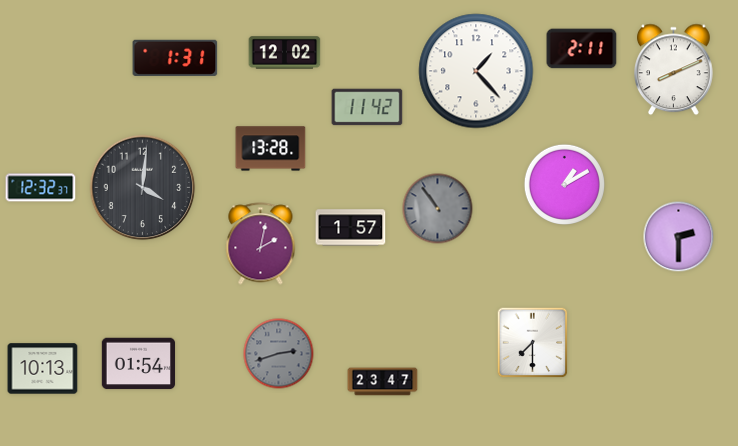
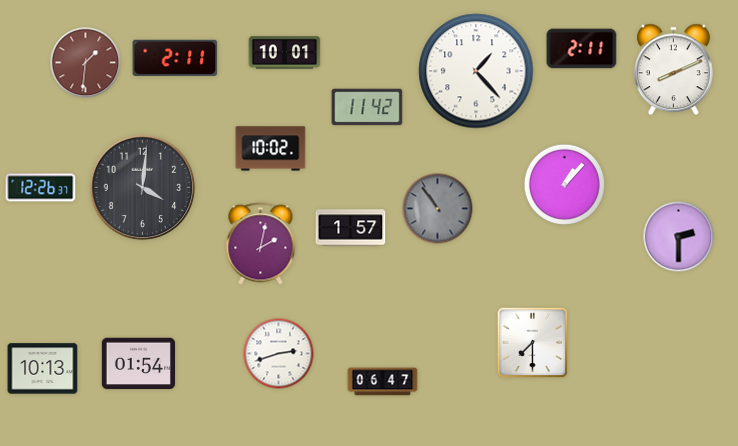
clock at (285, 53): 12:02 -> 10:01
clock at (175, 58): 1:31 -> 2:11
clock at (86, 63): none -> 1:31
clock at (271, 149): 13:28 -> 10:02
clock at (564, 184): 1:10 -> 1:07
clock at (41, 188): 12:32 -> 12:26
clock at (279, 354) dial: grey -> white
clock at (383, 382): 23:47 -> 06:47
